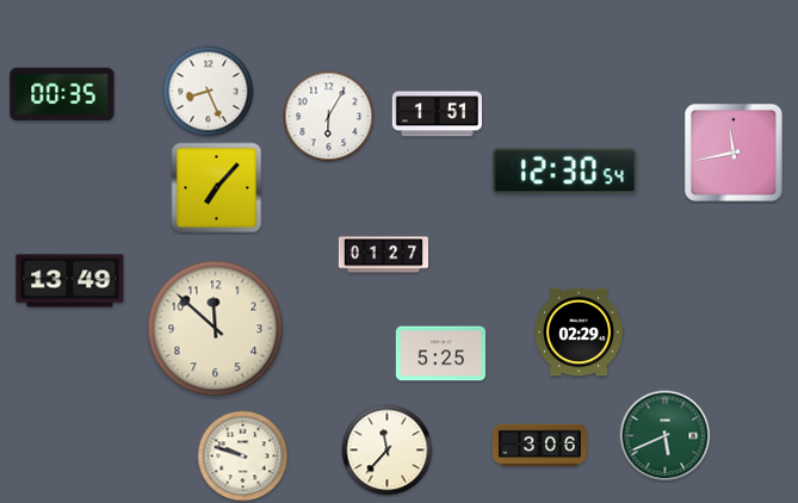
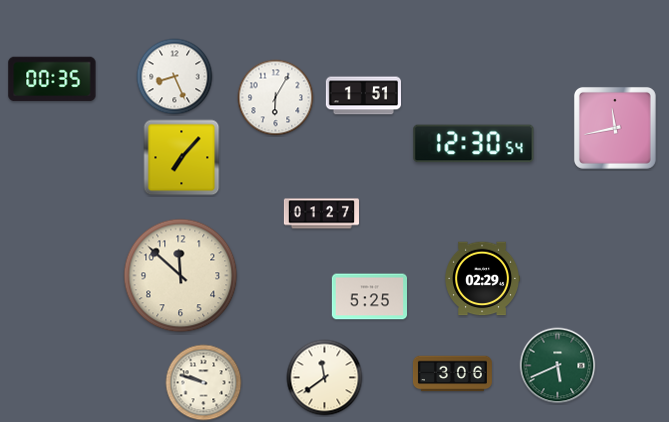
clock at (437, 114) position: (437, 114) -> (363, 96)
clock at (70, 281): 13:49 -> none
clock at (579, 333) position: (579, 333) -> (482, 279)
clock at (388, 451): 11:37 -> 11:39
